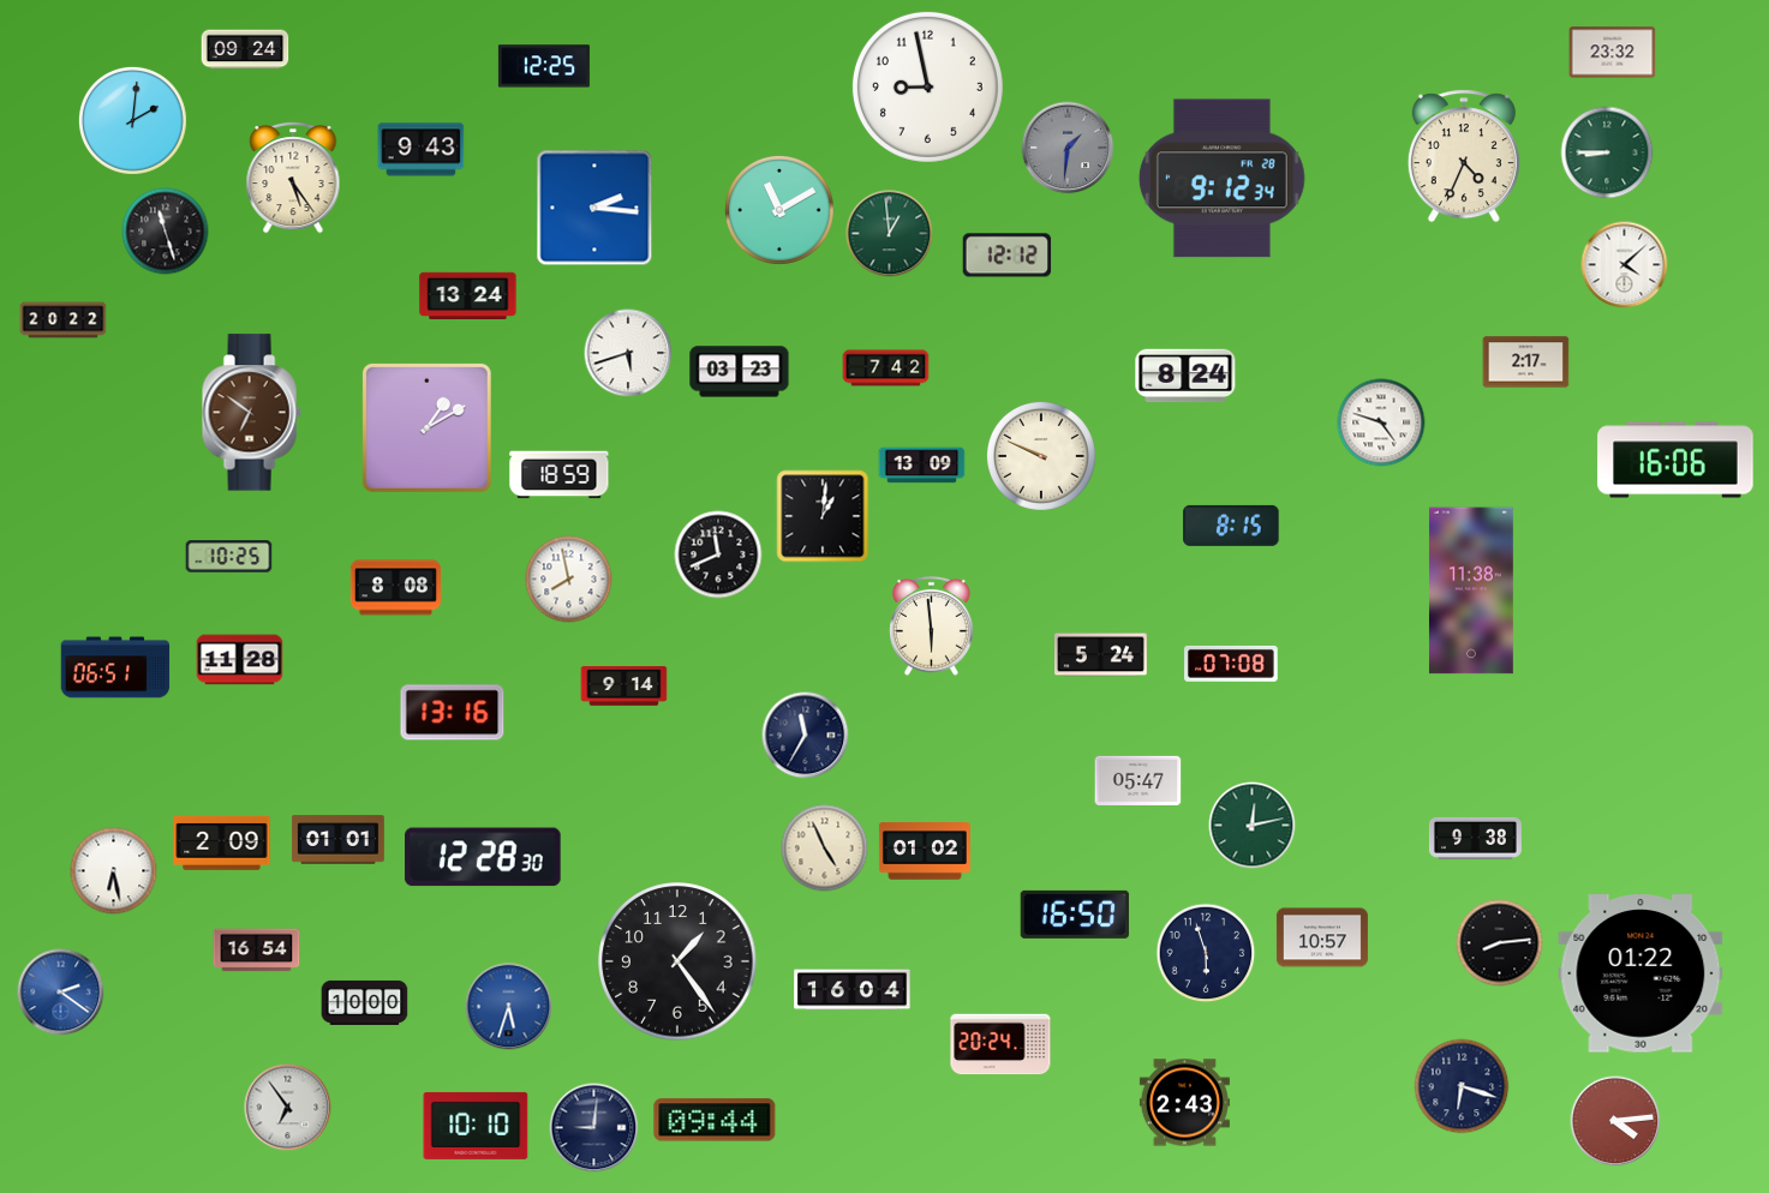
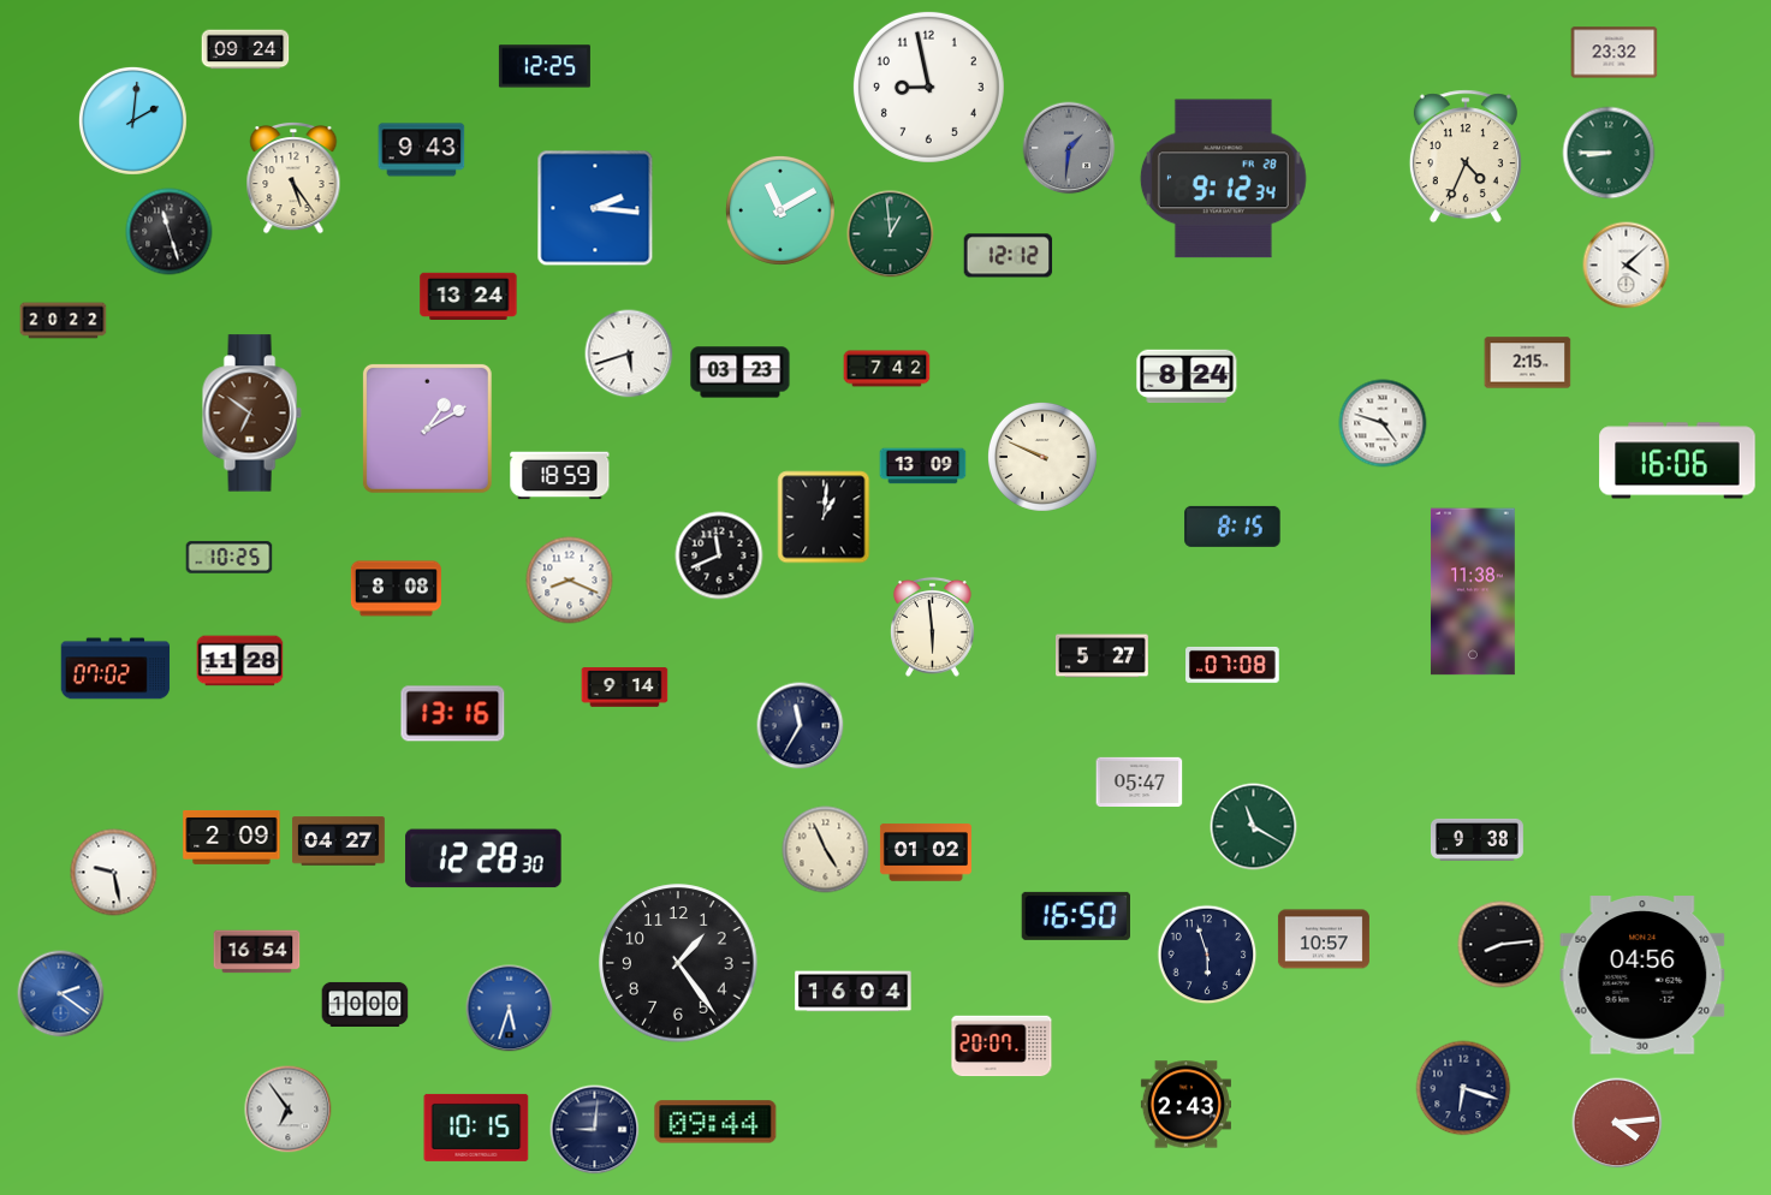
clock at (166, 232) position: (166, 232) -> (170, 232)
clock at (1526, 362): 2:17 -> 2:15
clock at (569, 580): 7:58 -> 8:19
clock at (1101, 655): 5:24 -> 5:27
clock at (115, 667): 06:51 -> 07:02
clock at (806, 736) position: (806, 736) -> (801, 726)
clock at (1253, 826): 12:13 -> 11:20
clock at (339, 840): 01:01 -> 04:27
clock at (222, 843) position: (222, 843) -> (232, 837)
clock at (114, 871): 6:28 -> 9:28
clock at (1640, 973): 01:22 -> 04:56
clock at (1000, 1044): 20:24 -> 20:07
clock at (476, 1126): 10:10 -> 10:15
